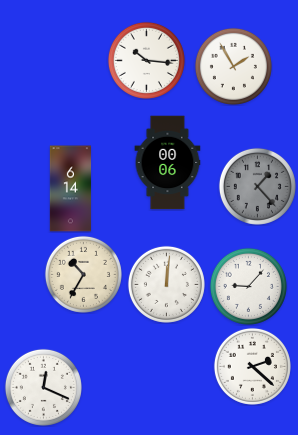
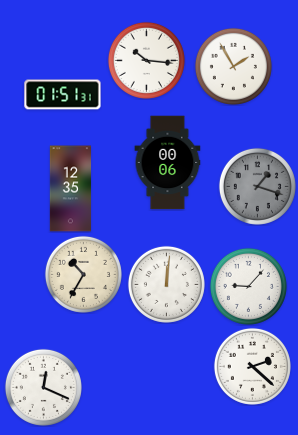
clock at (63, 95): none -> 01:51
clock at (257, 186): 1:23 -> 1:18
clock at (71, 189): 6:14 -> 12:35
